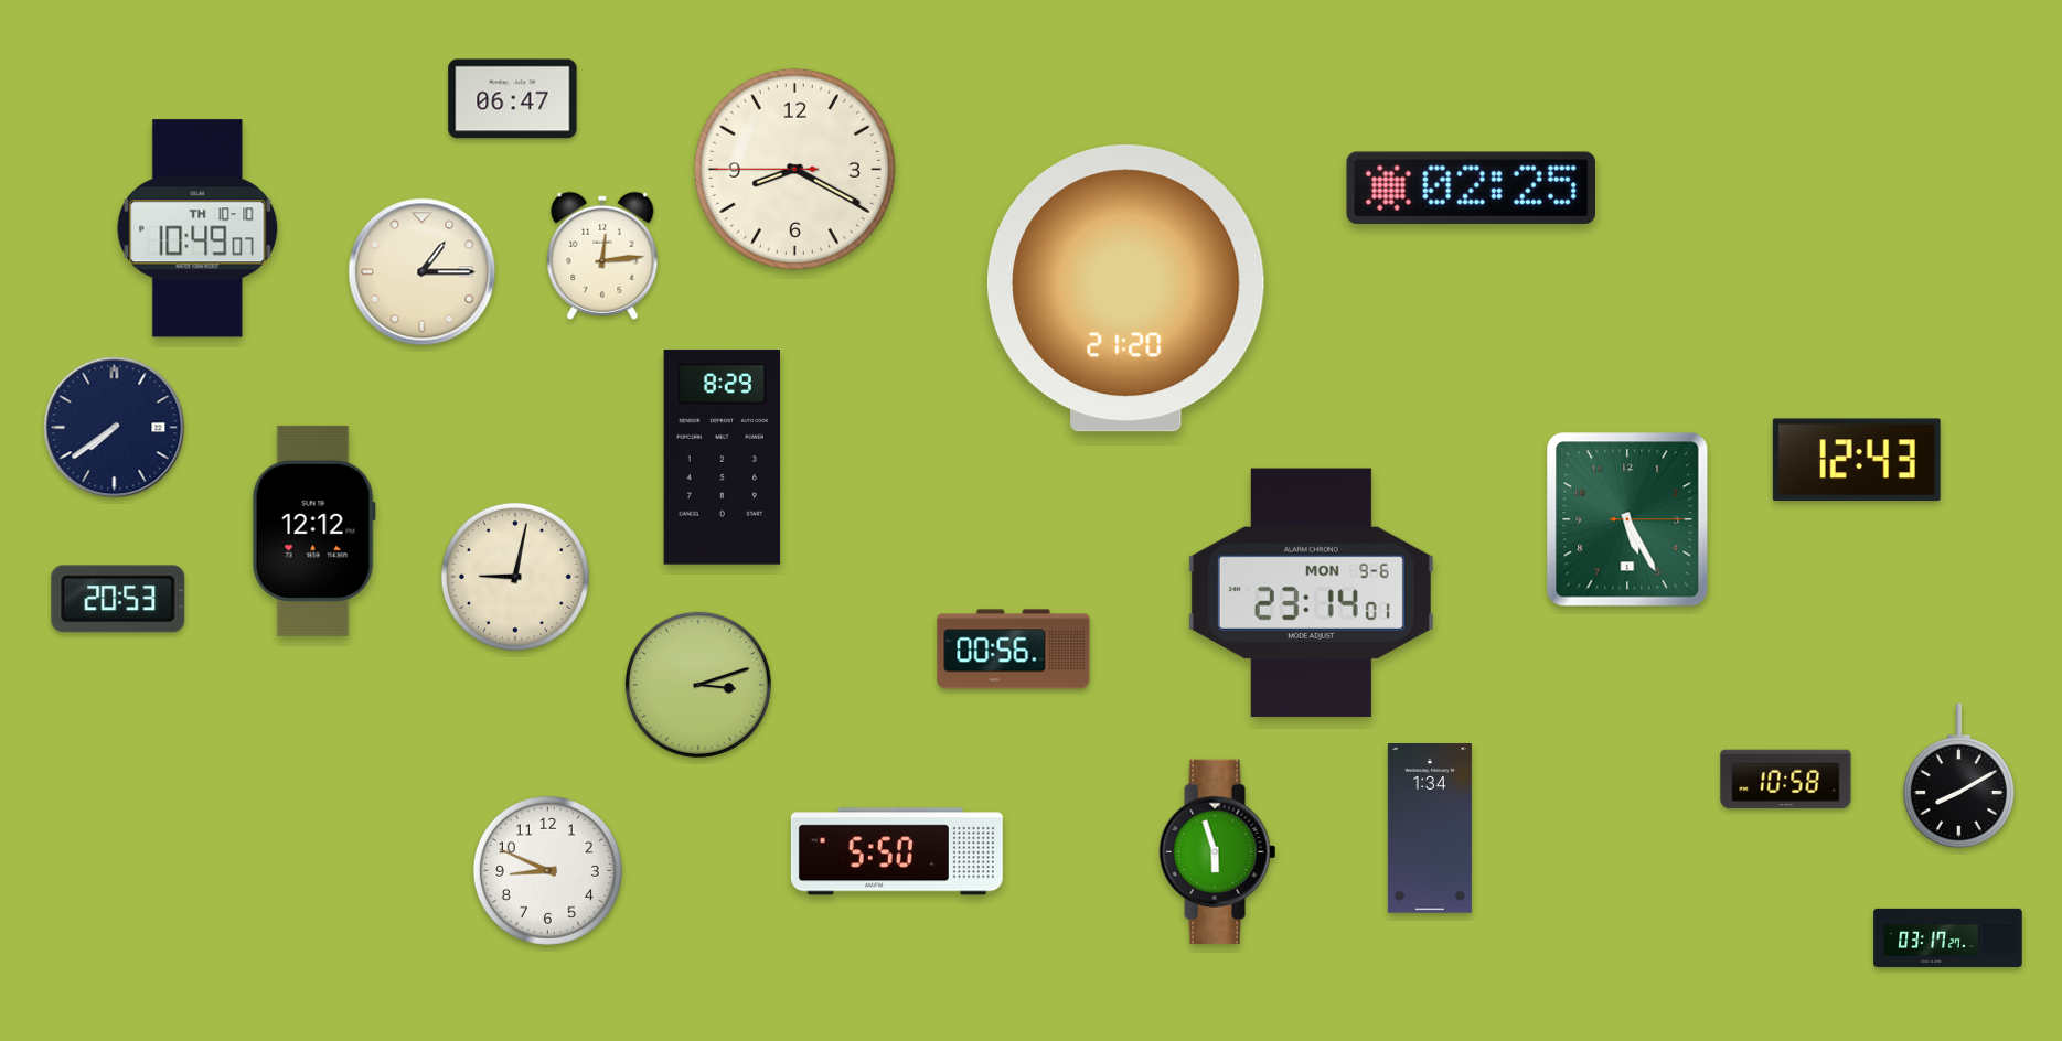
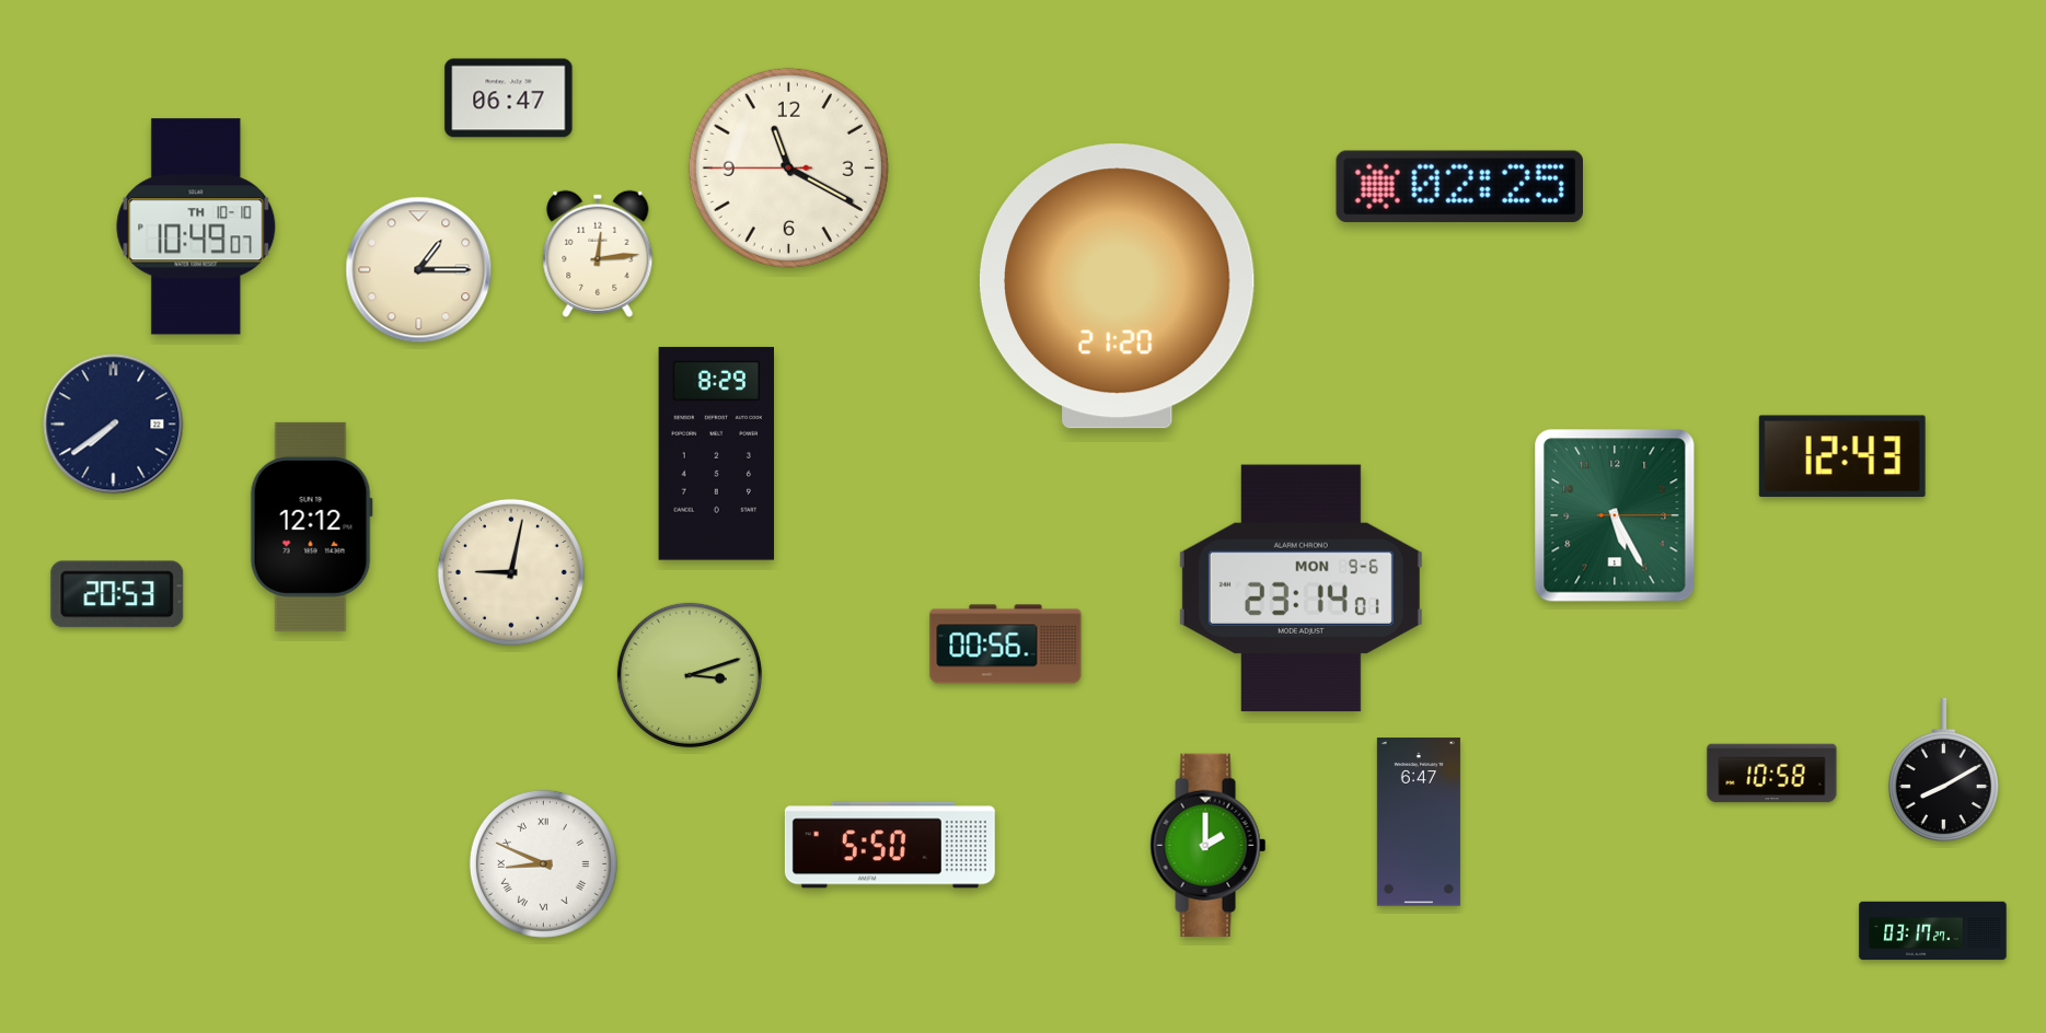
clock at (794, 169): 8:19 -> 11:19
clock at (698, 685) position: (698, 685) -> (690, 675)
clock at (1430, 828): 1:34 -> 6:47
clock at (1218, 851): 5:57 -> 2:00
clock at (547, 870) numerals: Arabic -> Roman
